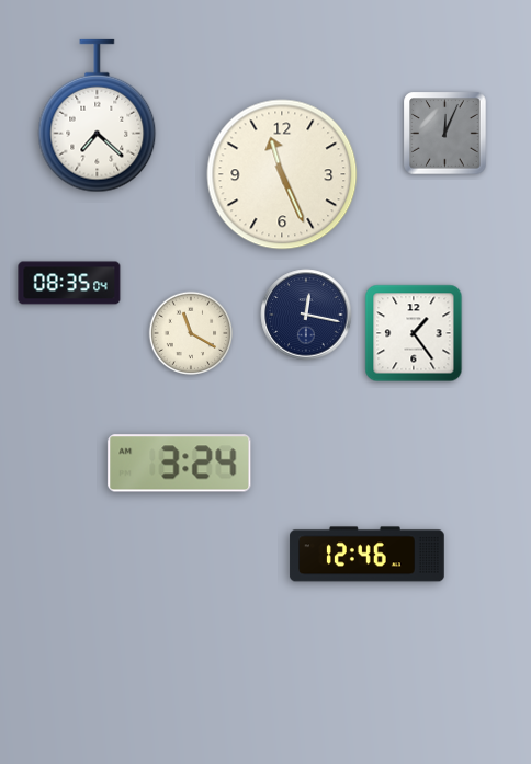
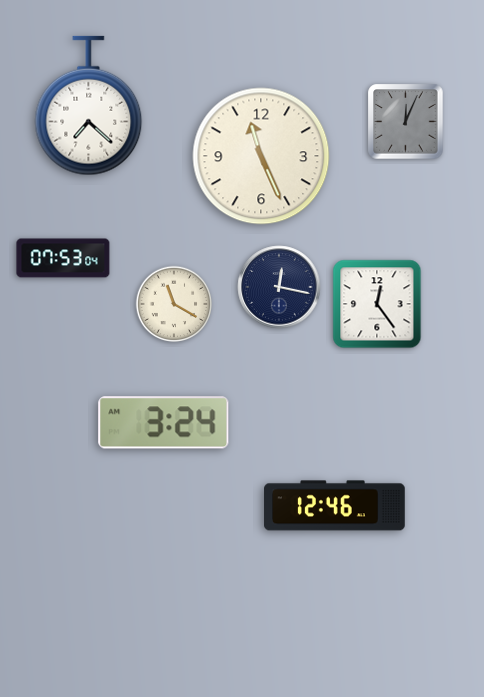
clock at (282, 174) position: (282, 174) -> (261, 156)
clock at (69, 283): 08:35 -> 07:53
clock at (414, 333): 1:24 -> 12:24
